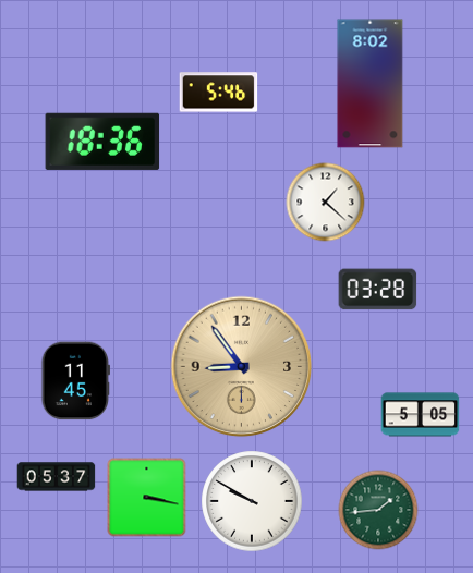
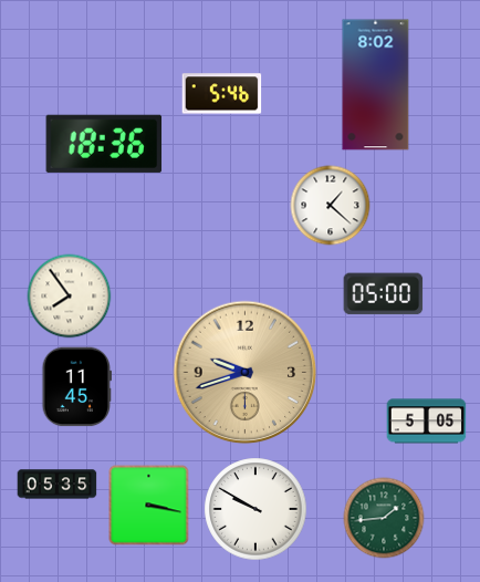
clock at (378, 290): 03:28 -> 05:00
clock at (70, 297): none -> 7:54
clock at (242, 367): 8:54 -> 9:42
clock at (57, 477): 05:37 -> 05:35
